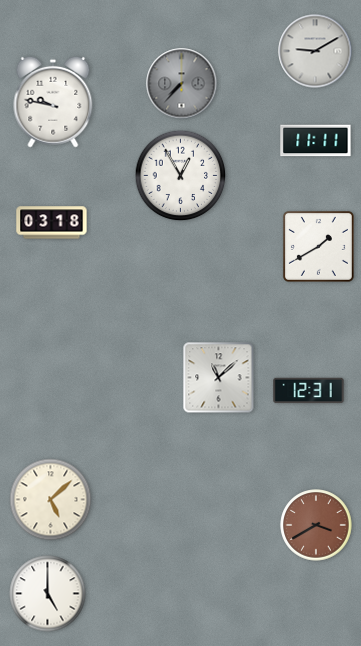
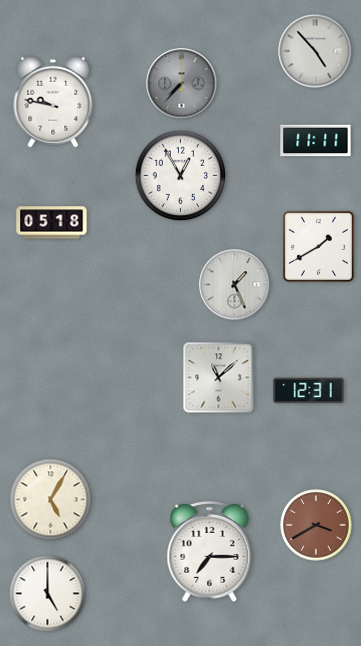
clock at (315, 51): 9:10 -> 4:53
clock at (52, 223): 03:18 -> 05:18
clock at (235, 285): none -> 1:26
clock at (51, 500): 5:08 -> 5:05
clock at (210, 551): none -> 7:15
